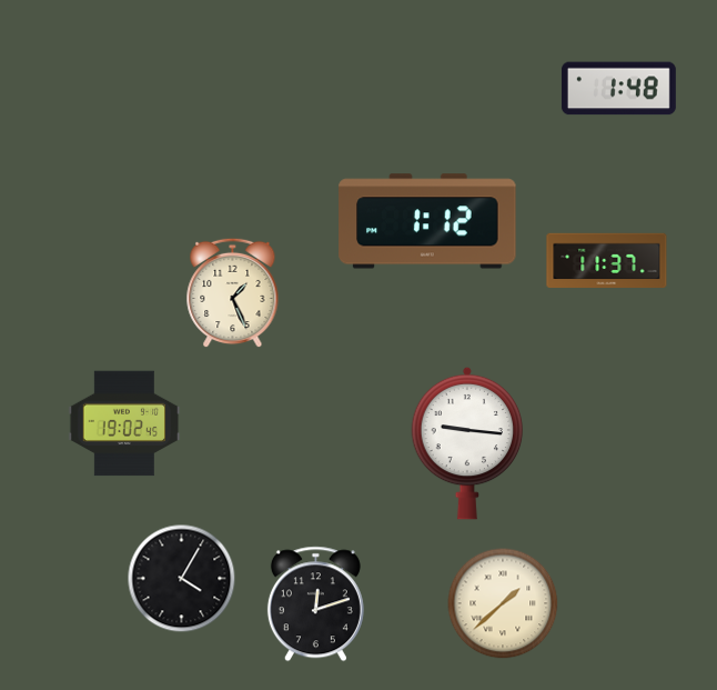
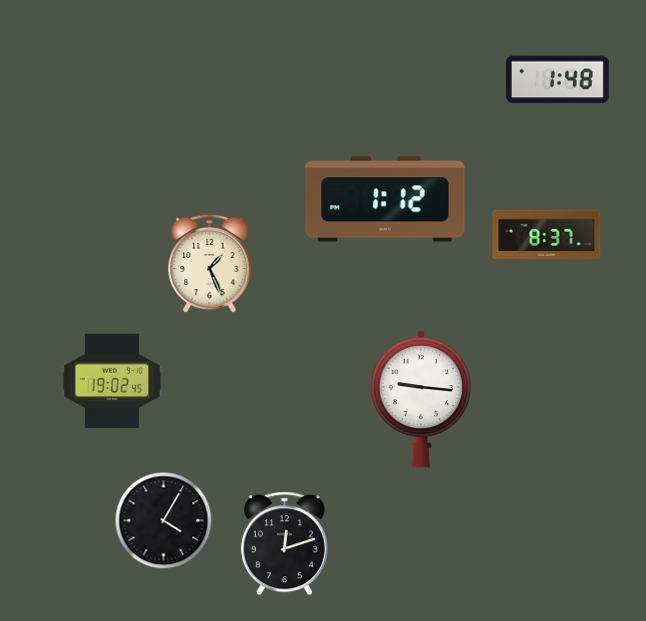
clock at (607, 260): 11:37 -> 8:37
clock at (503, 603): 1:38 -> none
